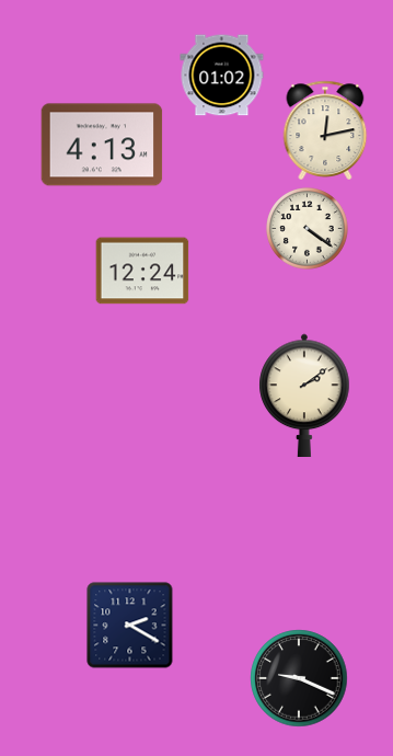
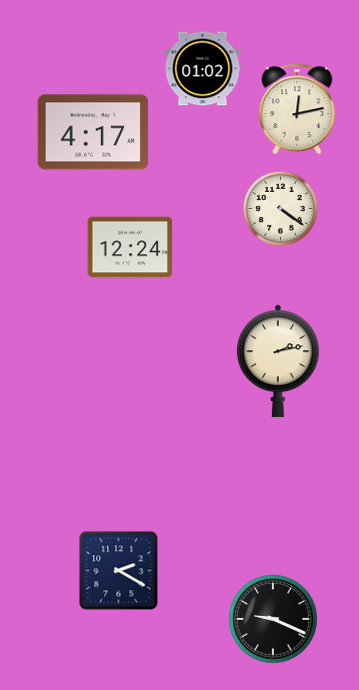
clock at (325, 130) position: (325, 130) -> (297, 109)
clock at (102, 145): 4:13 -> 4:17
clock at (304, 394): 2:09 -> 2:13
